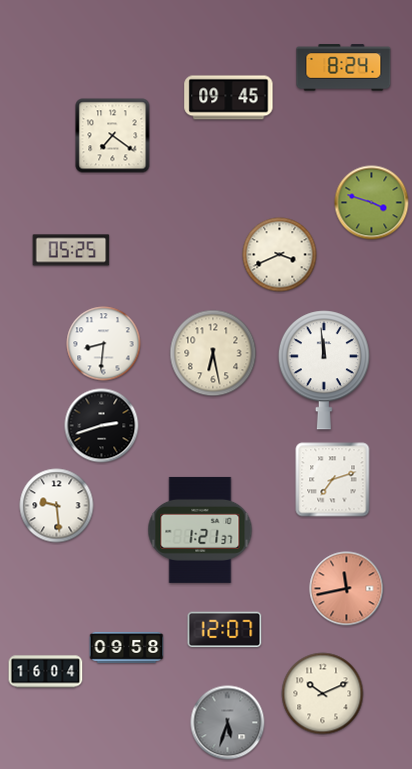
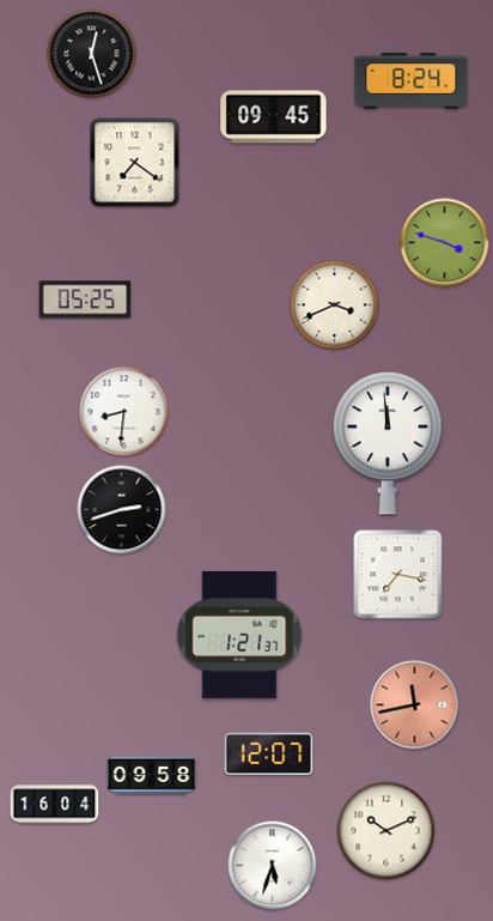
clock at (92, 54): none -> 12:27
clock at (213, 353): 6:28 -> none
clock at (333, 480): 7:12 -> 7:17
clock at (57, 506): 9:29 -> none
clock at (228, 723) dial: grey -> white
